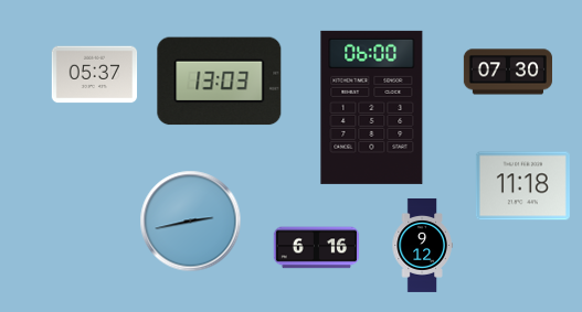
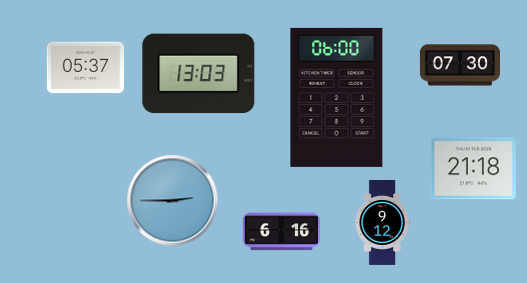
clock at (522, 186): 11:18 -> 21:18
clock at (190, 220): 2:43 -> 2:45
clock at (316, 248) position: (316, 248) -> (281, 232)
